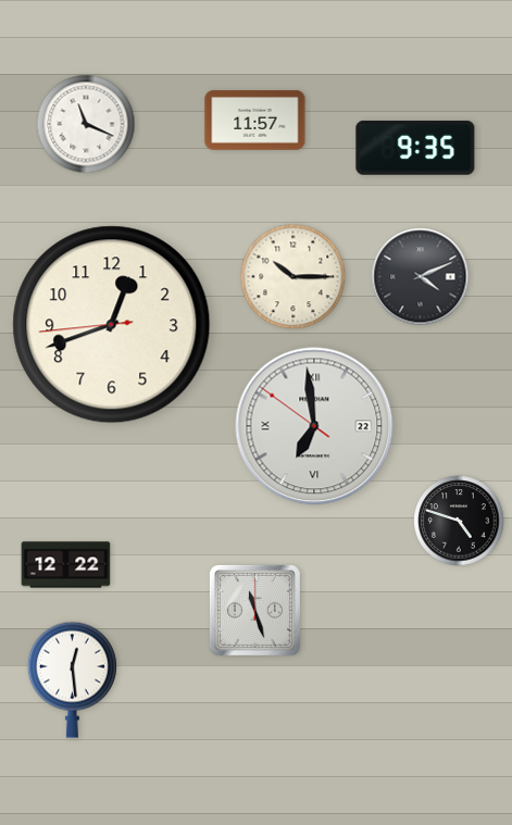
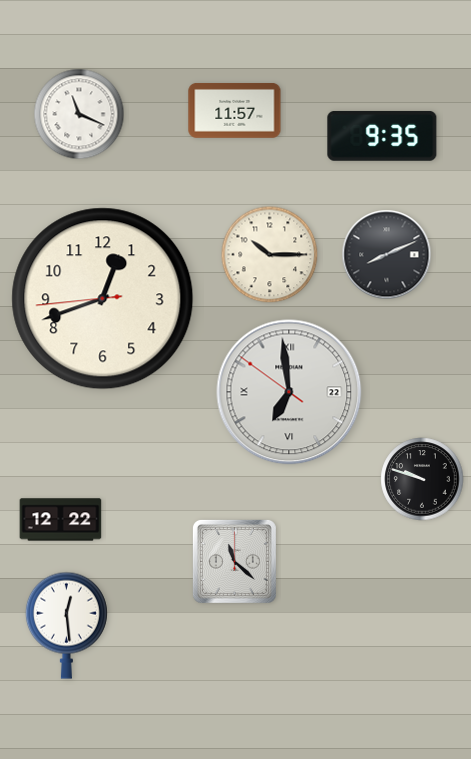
clock at (421, 277): 4:11 -> 8:11
clock at (459, 521): 4:48 -> 9:48
clock at (254, 610): 11:27 -> 11:22
